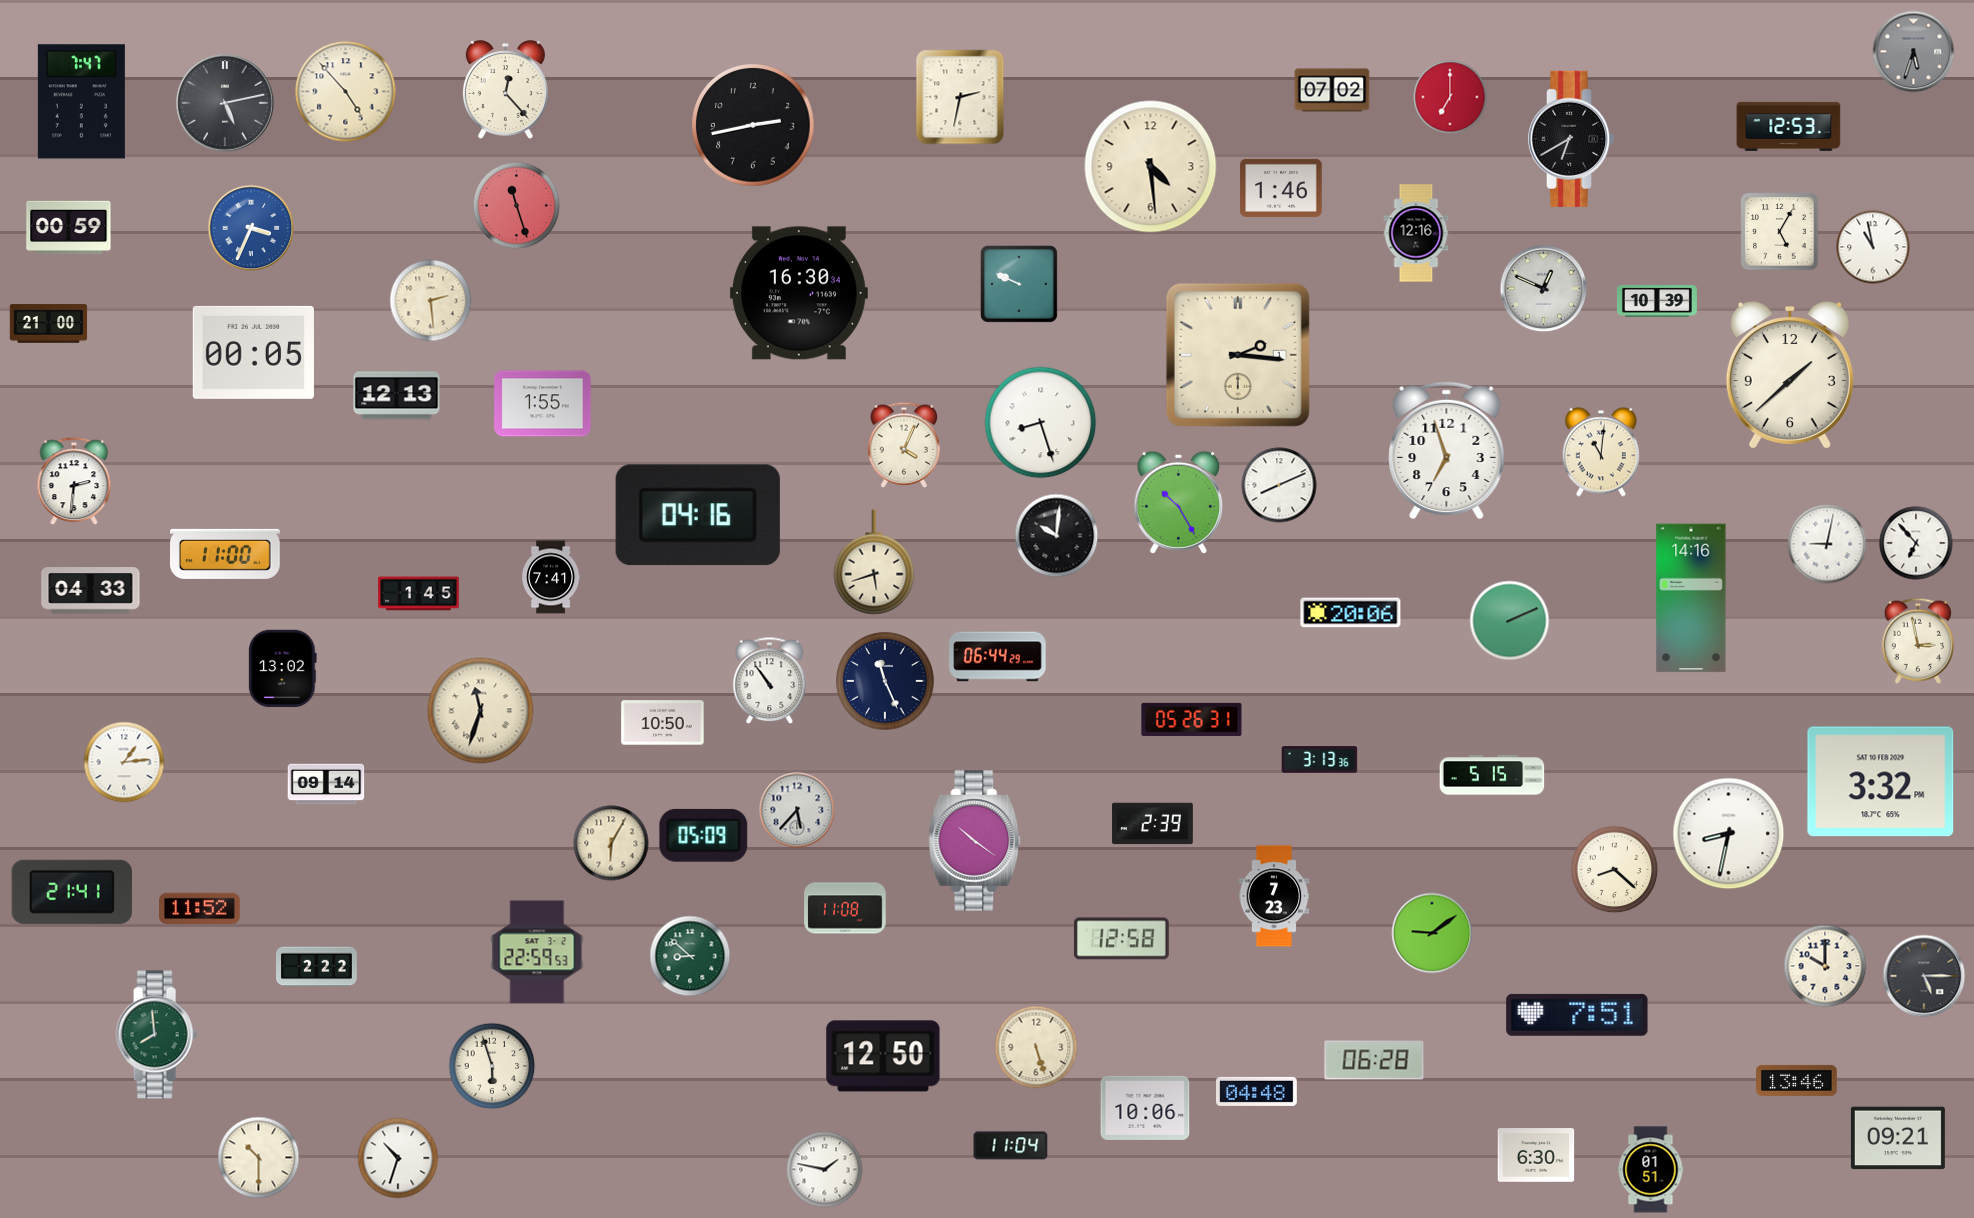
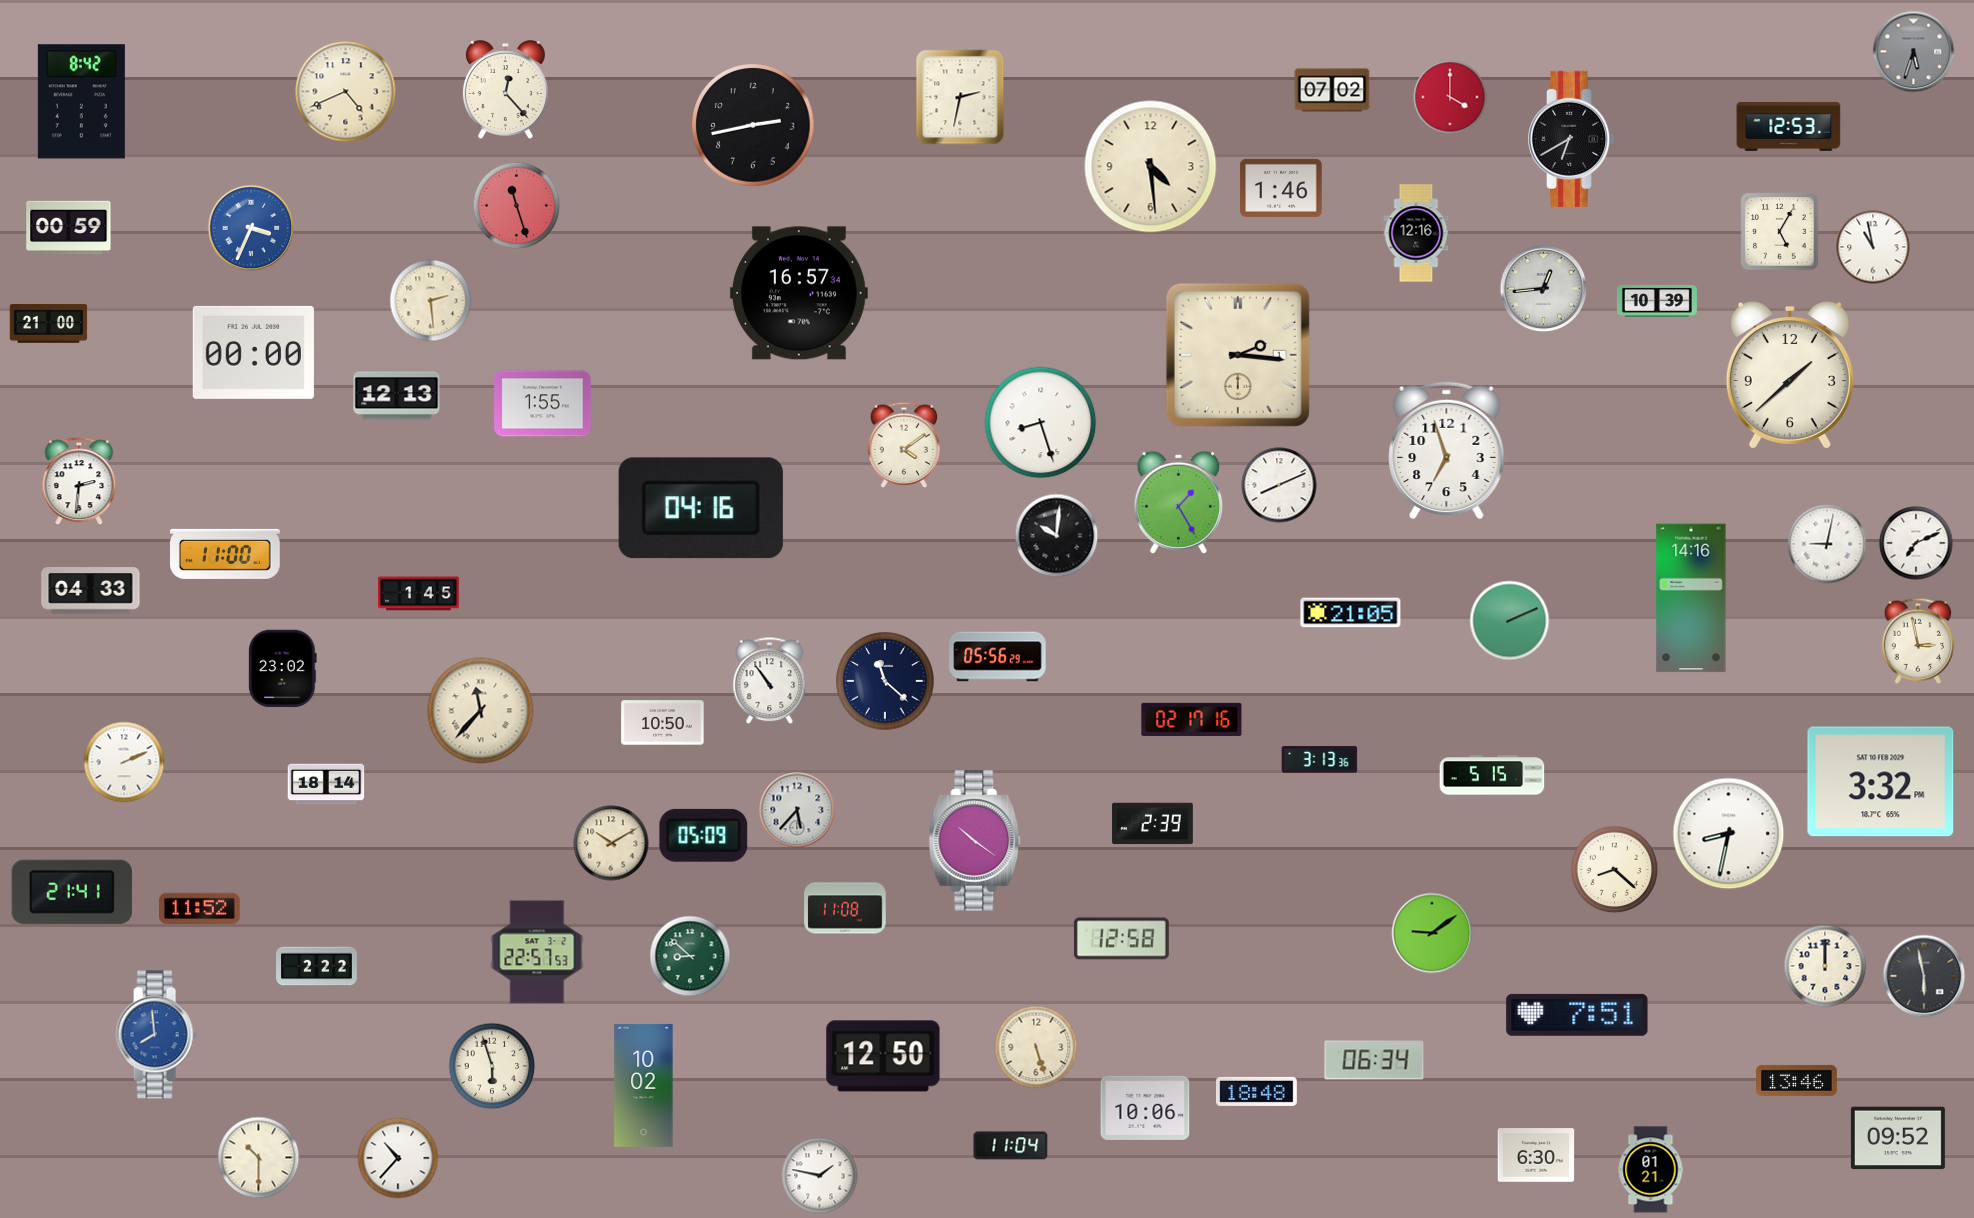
clock at (346, 92): 4:53 -> 4:41
clock at (1450, 97): 7:00 -> 4:00
clock at (81, 102): 7:47 -> 8:42
clock at (225, 103): 5:13 -> none
clock at (1019, 284): 9:49 -> none
clock at (1544, 289): 12:49 -> 12:44
clock at (799, 293): 16:30 -> 16:57
clock at (253, 352): 00:05 -> 00:00
clock at (904, 445): 4:04 -> 4:09
clock at (1601, 452): 11:01 -> none
clock at (74, 482) position: (74, 482) -> (79, 482)
clock at (1178, 502): 10:25 -> 1:25
clock at (698, 515) position: (698, 515) -> (701, 508)
clock at (1916, 543): 6:53 -> 7:11
clock at (874, 562): 5:42 -> none
clock at (551, 577): 7:41 -> none
clock at (1351, 613): 20:06 -> 21:05
clock at (998, 657): 06:44 -> 05:56
clock at (283, 669): 13:02 -> 23:02
clock at (885, 681): 11:26 -> 11:22
clock at (481, 711): 11:33 -> 11:37
clock at (1192, 719): 05:26 -> 02:17
clock at (124, 762): 1:14 -> 2:11
clock at (326, 784): 09:14 -> 18:14
clock at (611, 843): 6:05 -> 10:10
clock at (1274, 896): 7:23 -> none
clock at (537, 952): 22:59 -> 22:57
clock at (1825, 966): 10:00 -> 12:00
clock at (1924, 976): 5:15 -> 5:58
clock at (156, 1035) dial: green -> blue
clock at (1374, 1060): 06:28 -> 06:34
clock at (644, 1085): none -> 10:02
clock at (1257, 1091): 04:48 -> 18:48
clock at (1898, 1138): 09:21 -> 09:52
clock at (398, 1158): 10:33 -> 10:37
clock at (825, 1170) position: (825, 1170) -> (820, 1176)
clock at (1651, 1170): 01:51 -> 01:21
